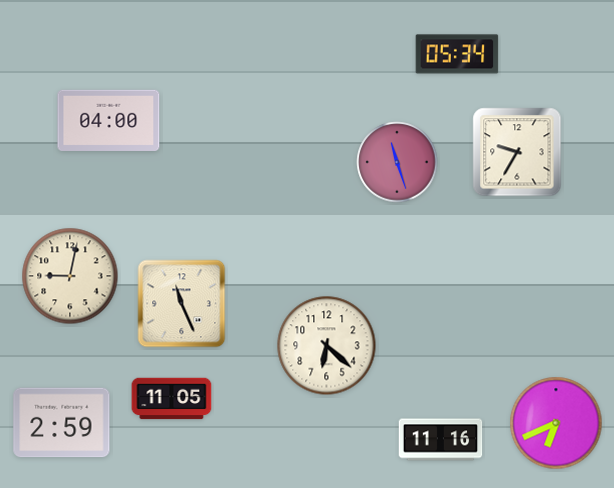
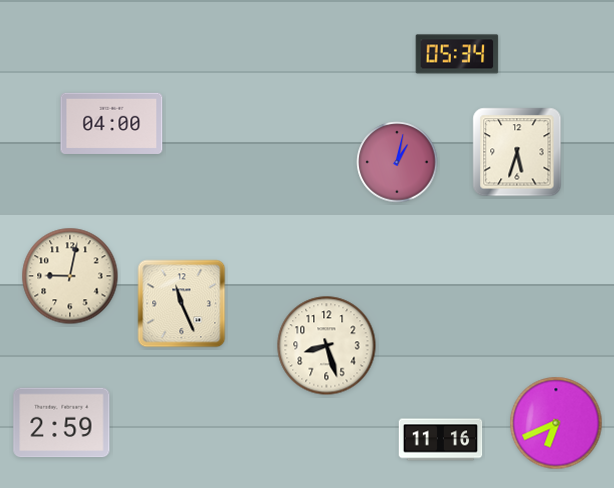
clock at (109, 120) position: (109, 120) -> (112, 123)
clock at (517, 152): 9:35 -> 5:33
clock at (397, 162): 11:27 -> 1:02
clock at (327, 346): 6:22 -> 8:27
clock at (172, 399): 11:05 -> none
